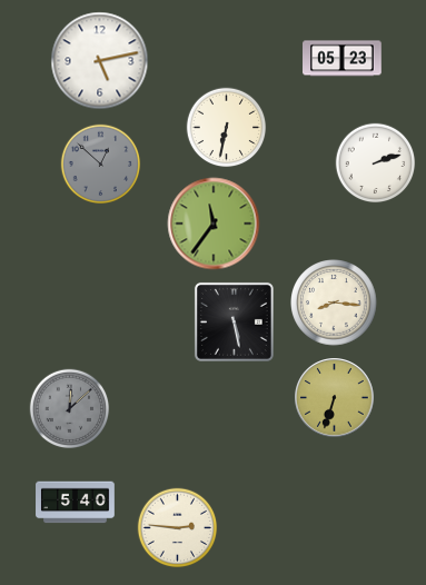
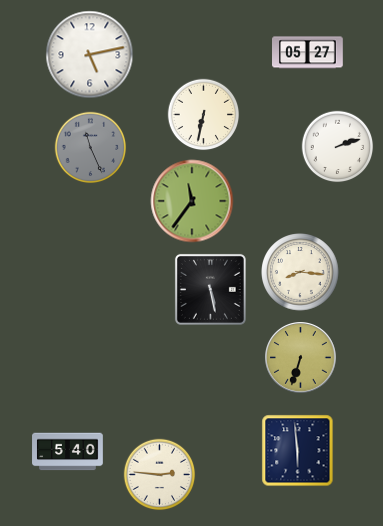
clock at (343, 59): 05:23 -> 05:27
clock at (101, 165): 12:52 -> 11:26
clock at (70, 409): 12:08 -> none
clock at (298, 451): none -> 5:59
